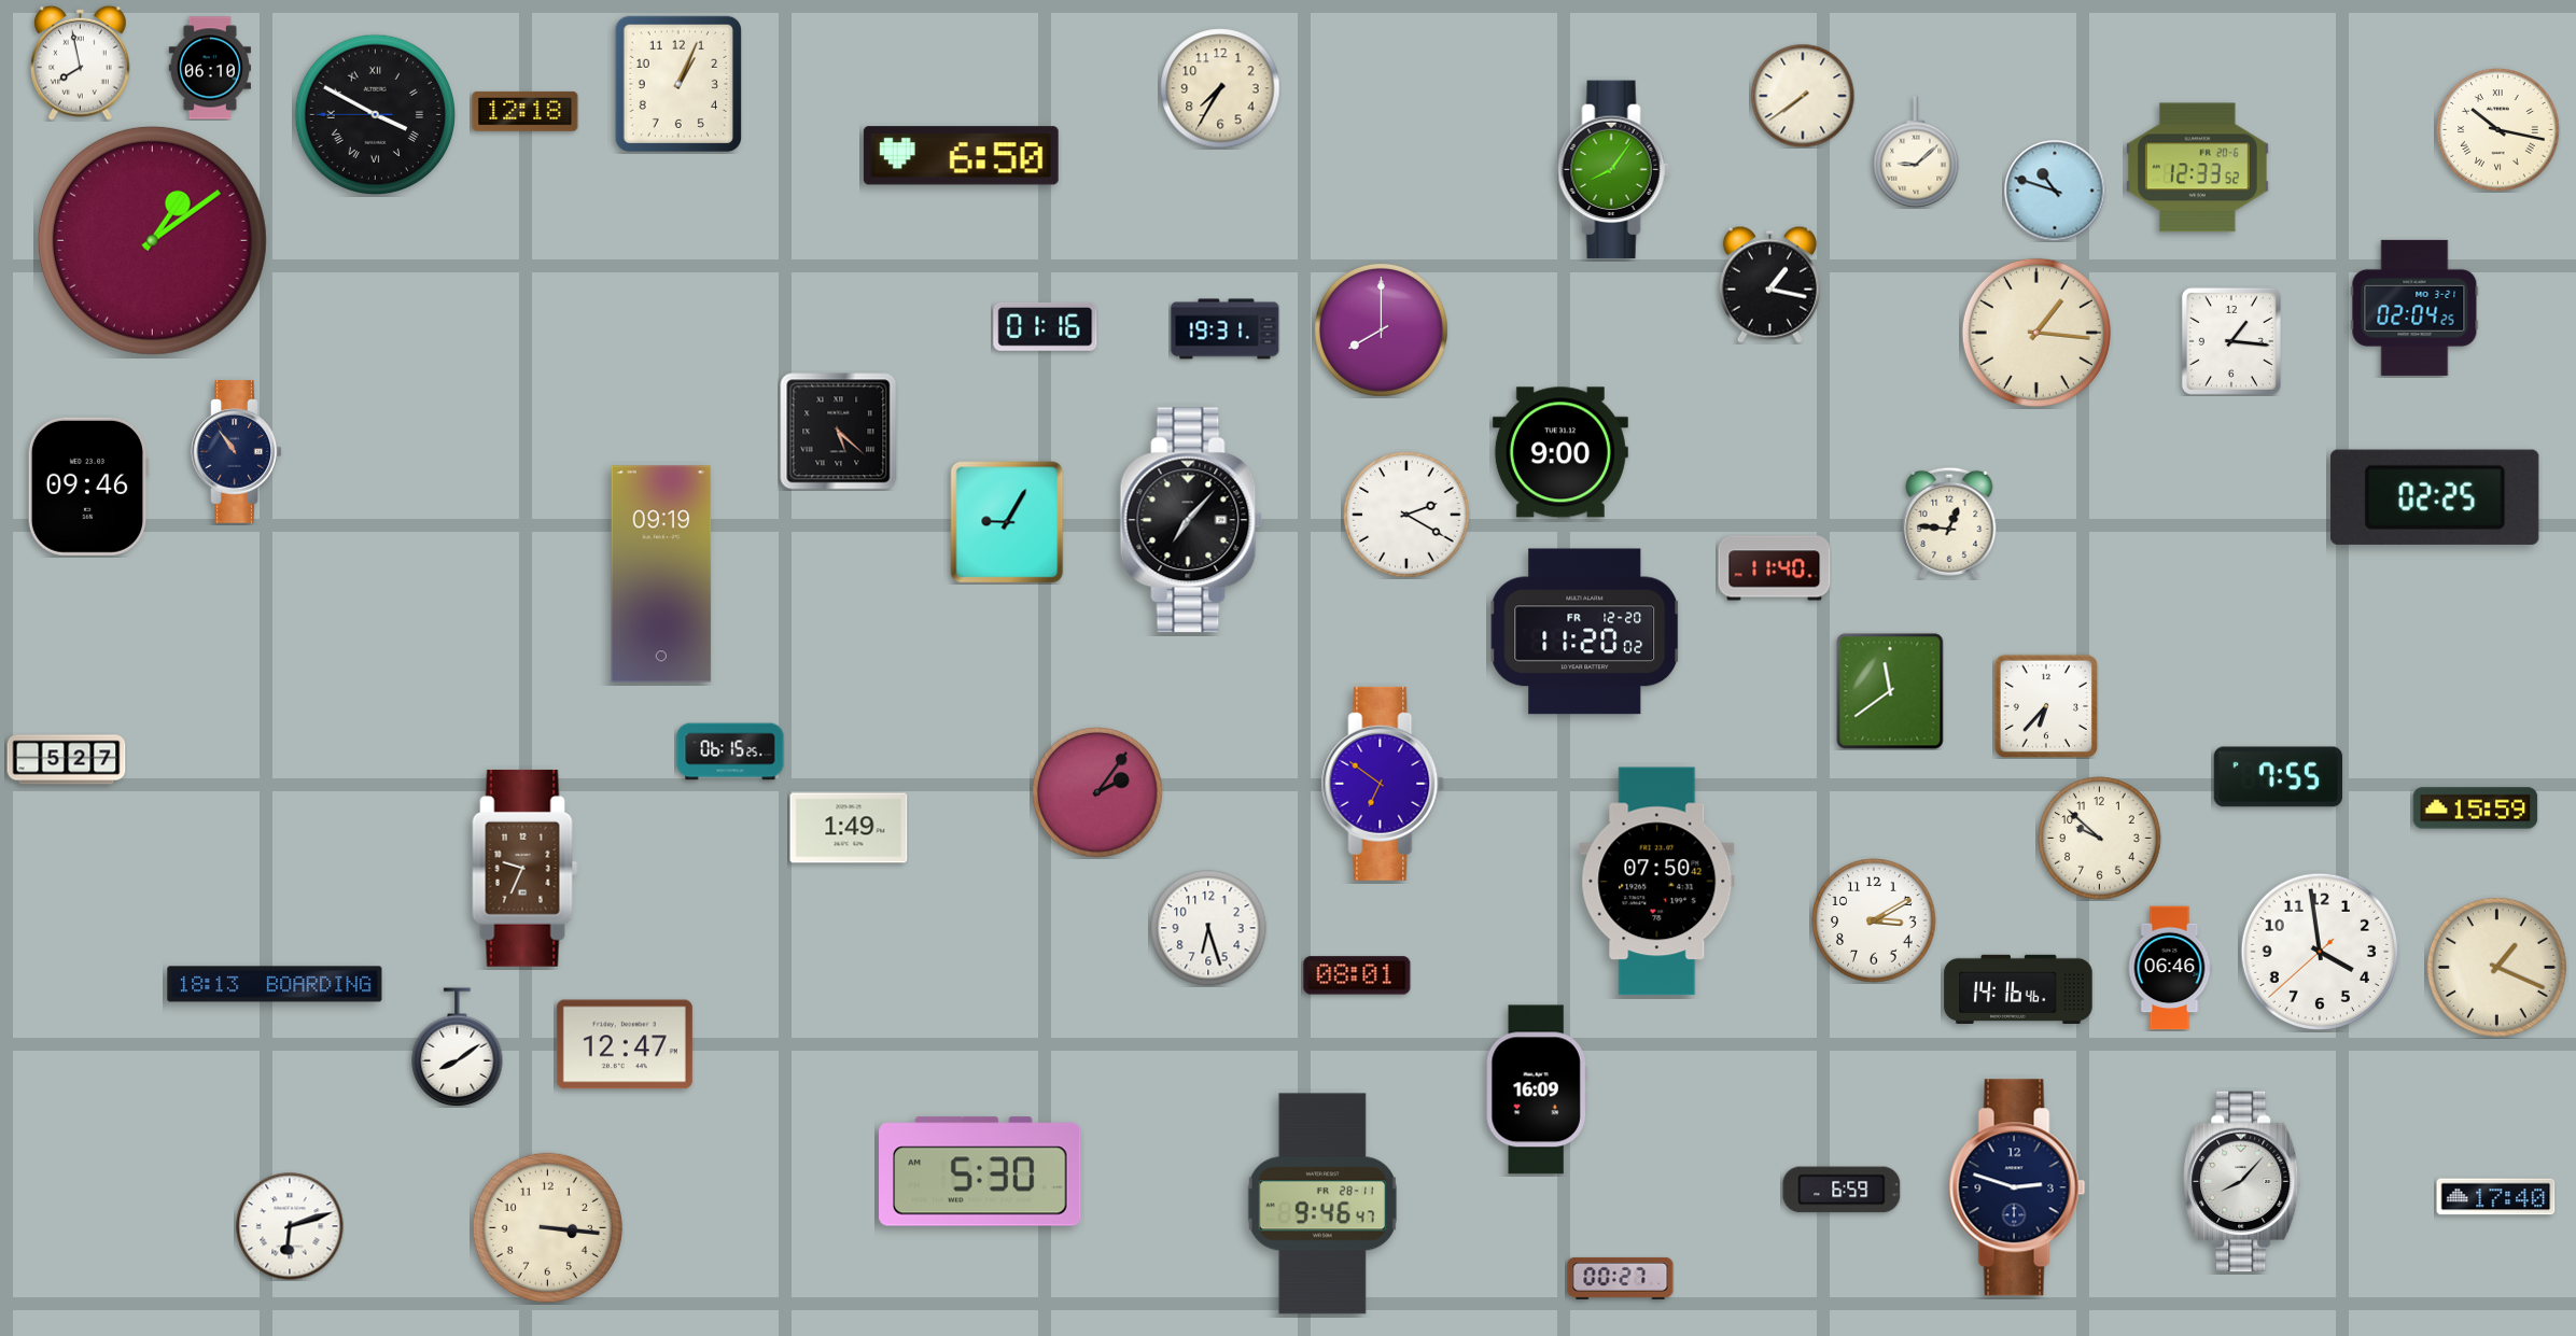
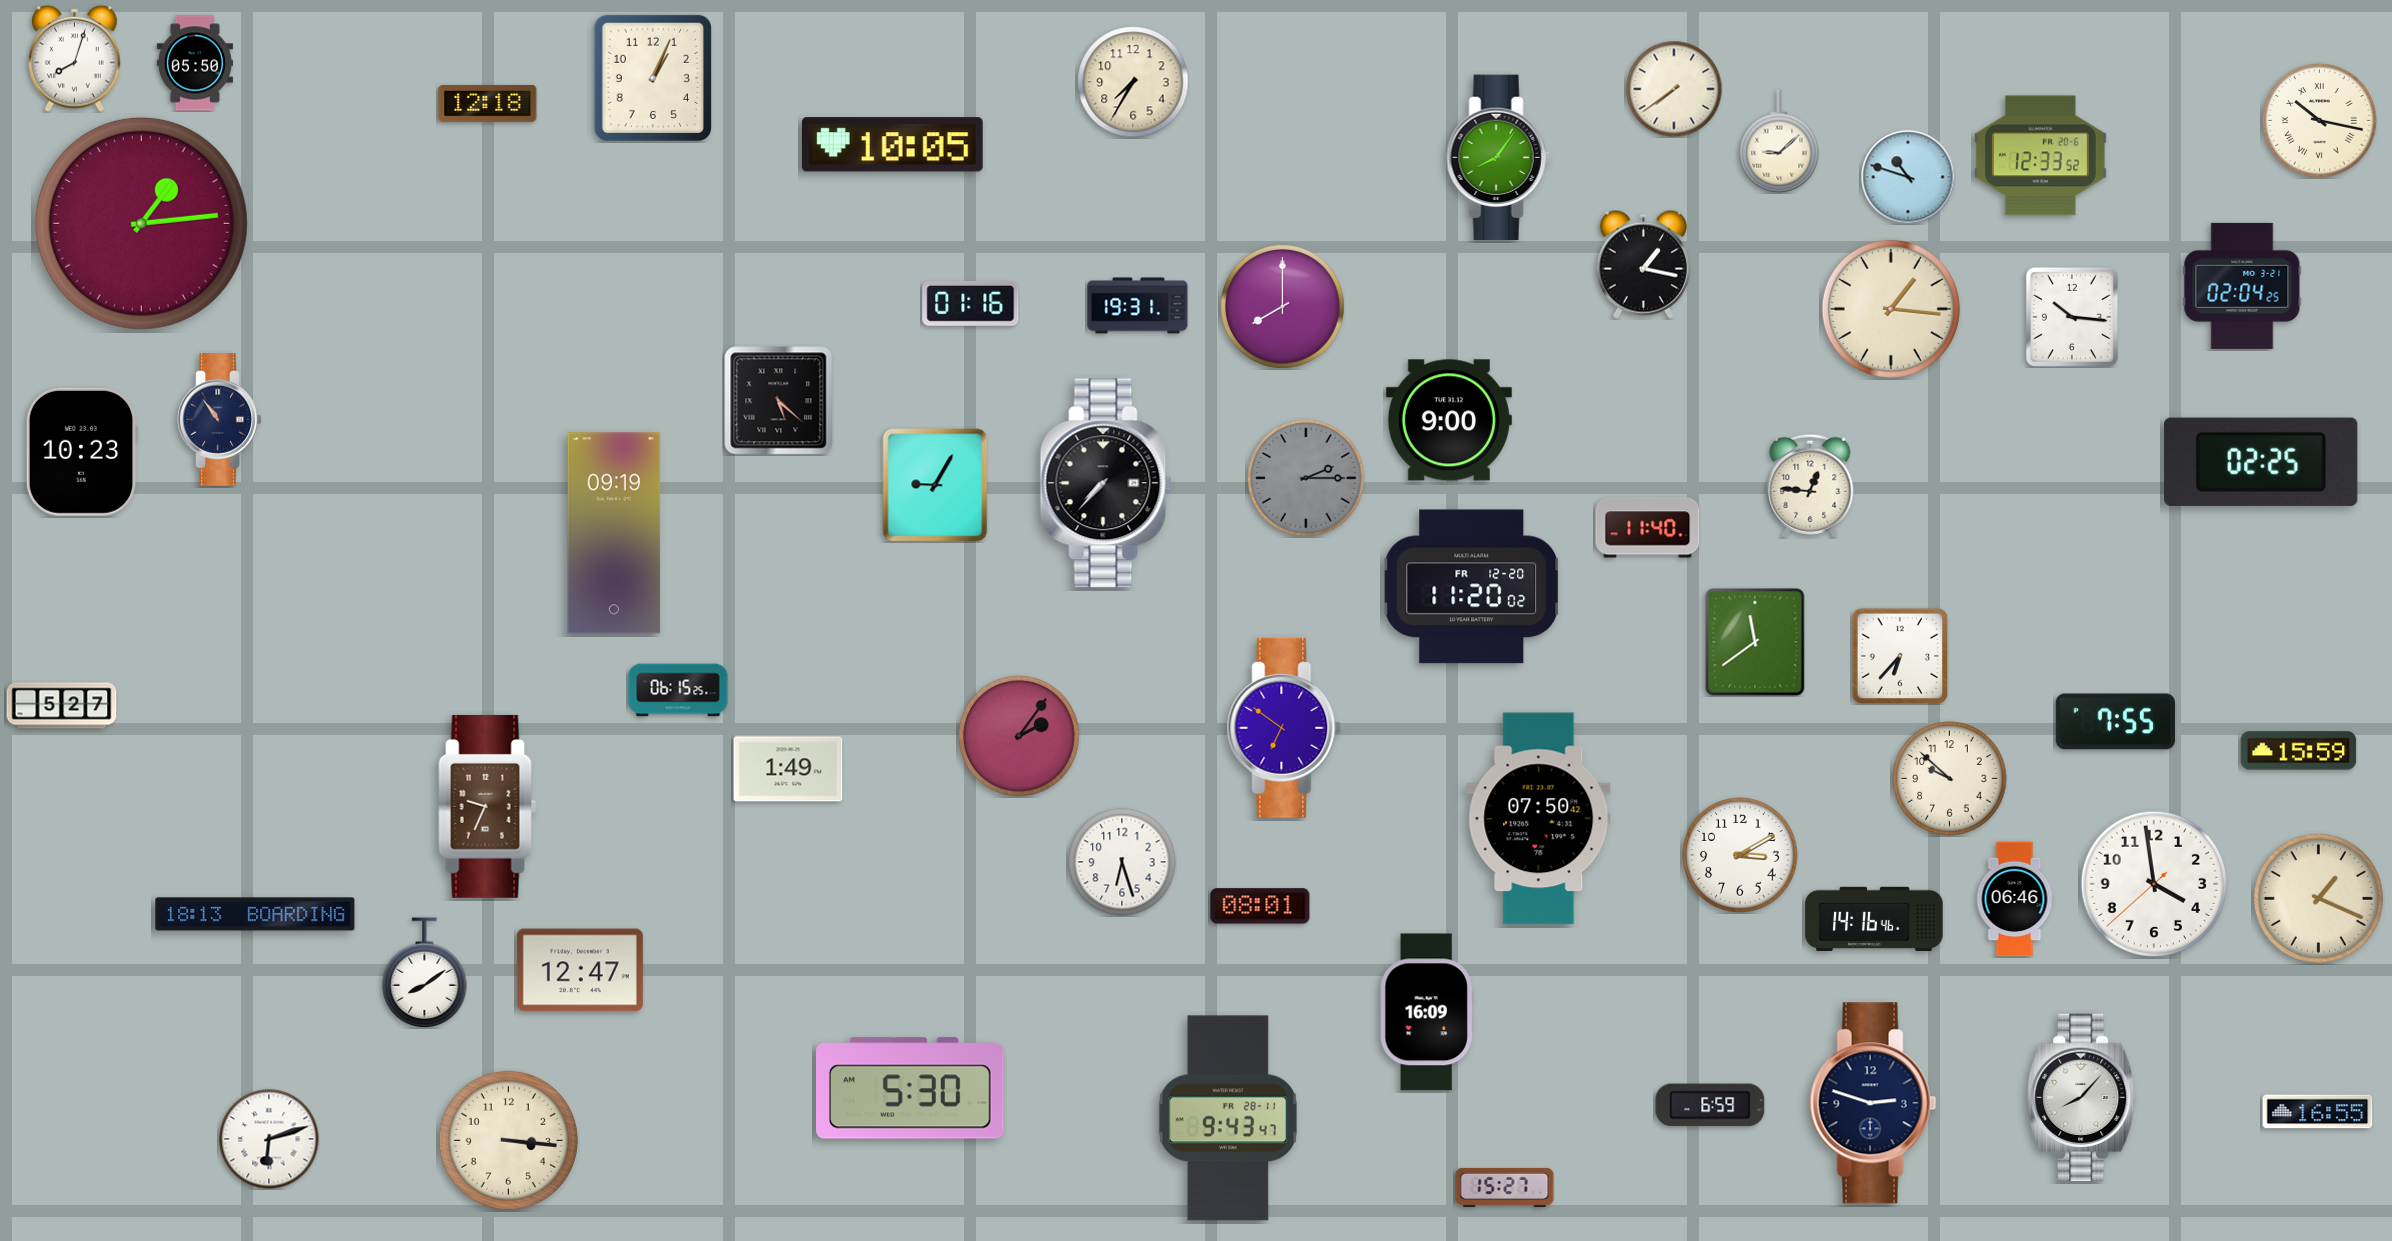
clock at (81, 62): 7:58 -> 8:03
clock at (210, 68): 06:10 -> 05:50
clock at (678, 83) position: (678, 83) -> (653, 77)
clock at (375, 114): 3:49 -> none
clock at (961, 156): 6:50 -> 10:05
clock at (152, 240): 1:09 -> 1:14
clock at (2231, 341): 1:16 -> 10:16
clock at (88, 487): 09:46 -> 10:23
clock at (1406, 515): 2:20 -> 2:15
clock at (1406, 515) dial: white -> grey
clock at (1191, 520): 7:07 -> 7:37
clock at (730, 751) position: (730, 751) -> (678, 690)
clock at (2496, 1197): 17:40 -> 16:55
clock at (1322, 1204): 9:46 -> 9:43
clock at (1621, 1278): 00:27 -> 15:27
